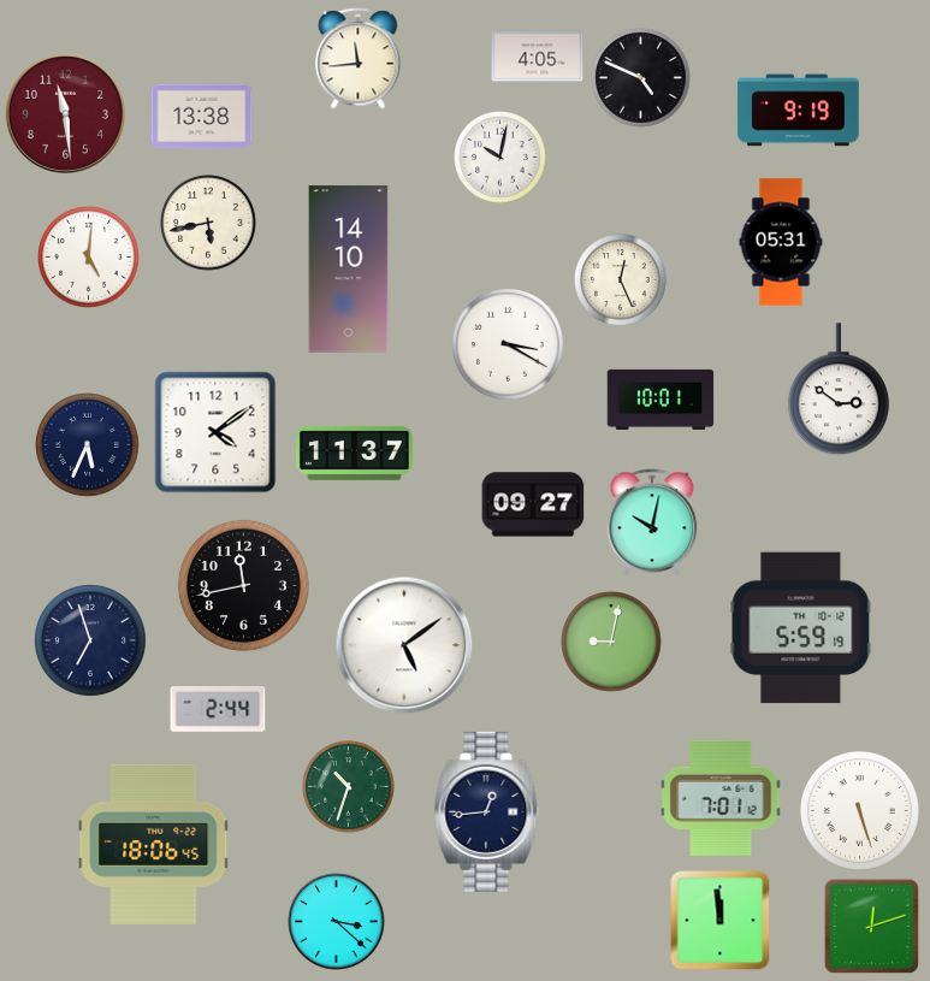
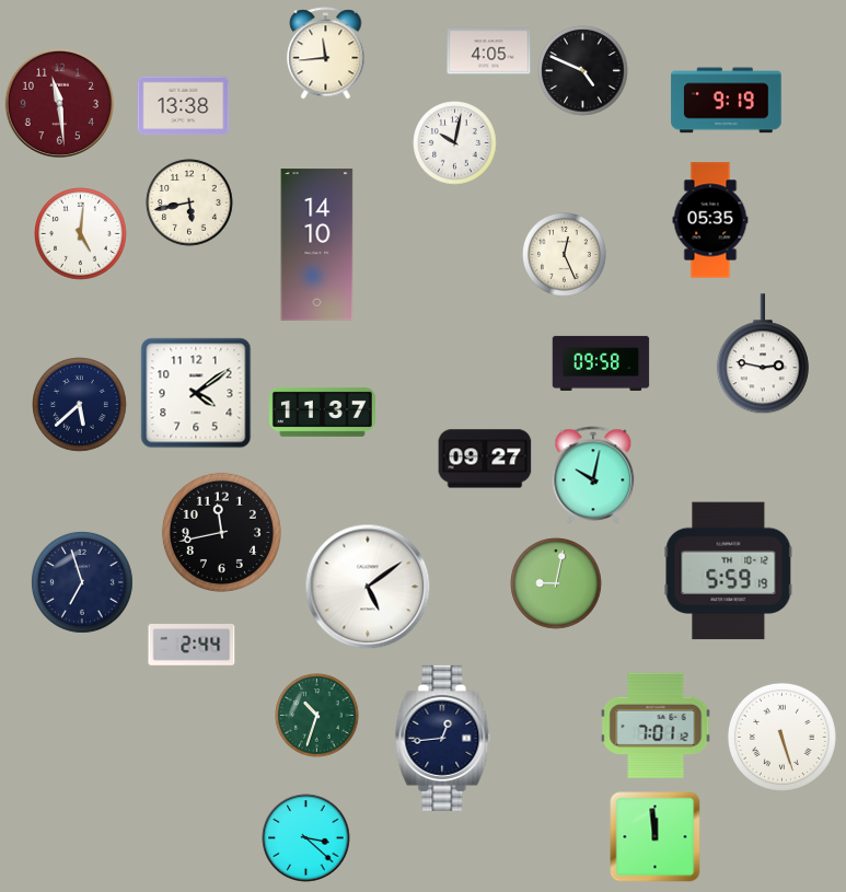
clock at (781, 242): 05:31 -> 05:35
clock at (508, 344): 3:20 -> none
clock at (839, 390): 2:51 -> 2:47
clock at (661, 400): 10:01 -> 09:58
clock at (88, 445): 5:34 -> 5:38
clock at (218, 710) position: (218, 710) -> (192, 646)
clock at (154, 844): 18:06 -> none
clock at (871, 926): 12:12 -> none
